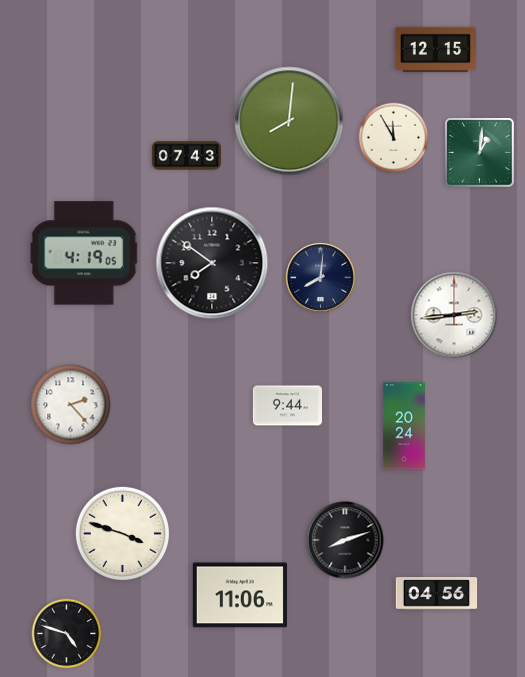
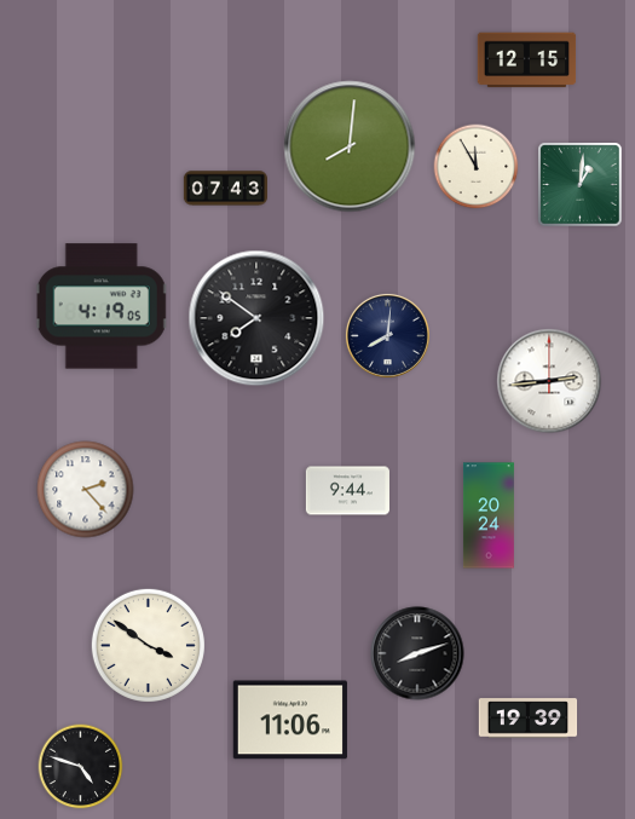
clock at (122, 533): 3:48 -> 3:51
clock at (437, 594): 04:56 -> 19:39
